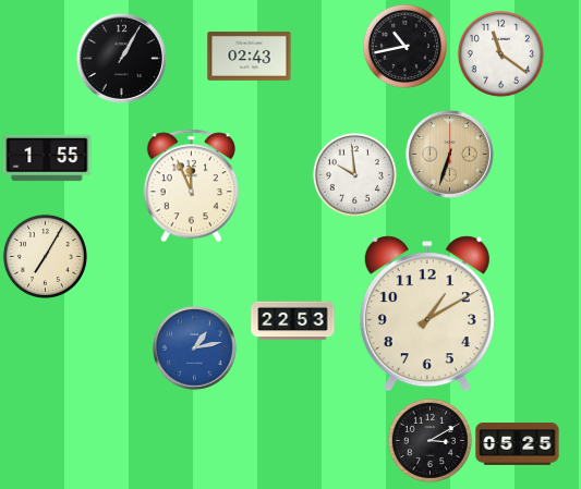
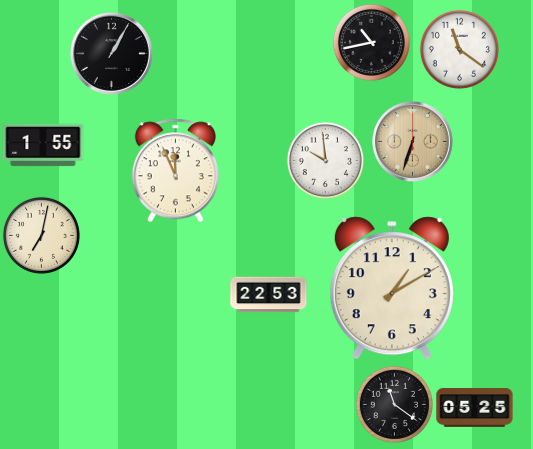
clock at (250, 57): 02:43 -> none
clock at (45, 256): 7:05 -> 7:02
clock at (195, 349): 1:13 -> none
clock at (429, 440): 3:10 -> 11:21
